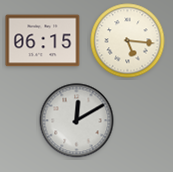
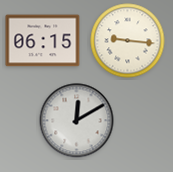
clock at (128, 41): 5:16 -> 9:16
